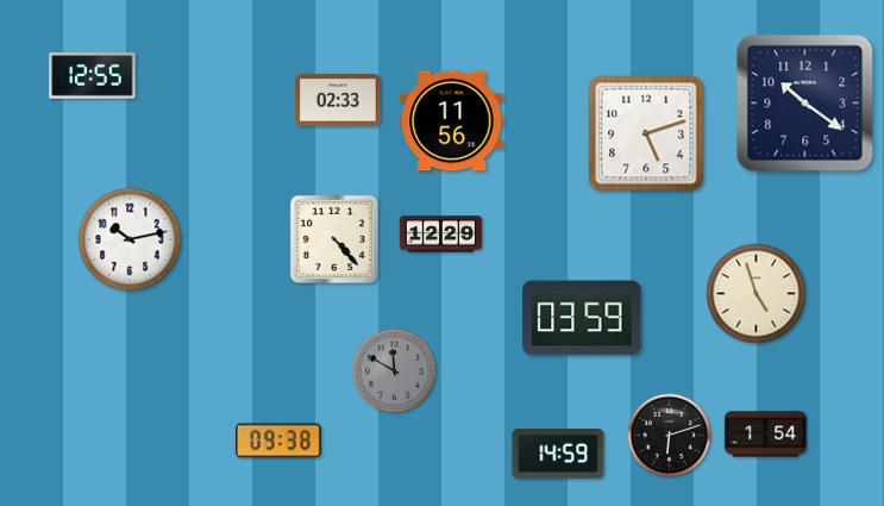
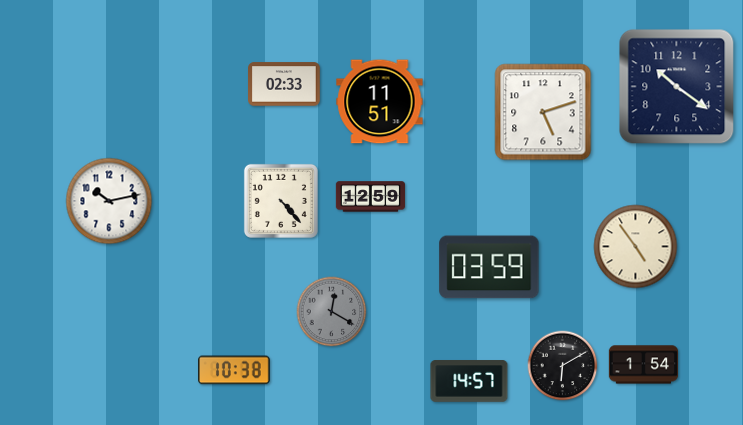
clock at (93, 76): 12:55 -> none
clock at (452, 121): 11:56 -> 11:51
clock at (441, 235): 12:29 -> 12:59
clock at (757, 294): 4:57 -> 4:54
clock at (395, 371): 11:50 -> 12:20
clock at (670, 436): 6:12 -> 6:10
clock at (280, 441): 09:38 -> 10:38
clock at (558, 454): 14:59 -> 14:57
